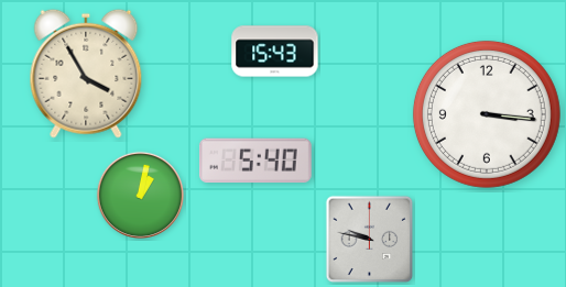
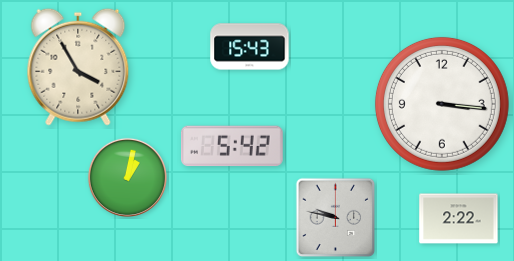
clock at (255, 161): 5:40 -> 5:42
clock at (459, 219): none -> 2:22
